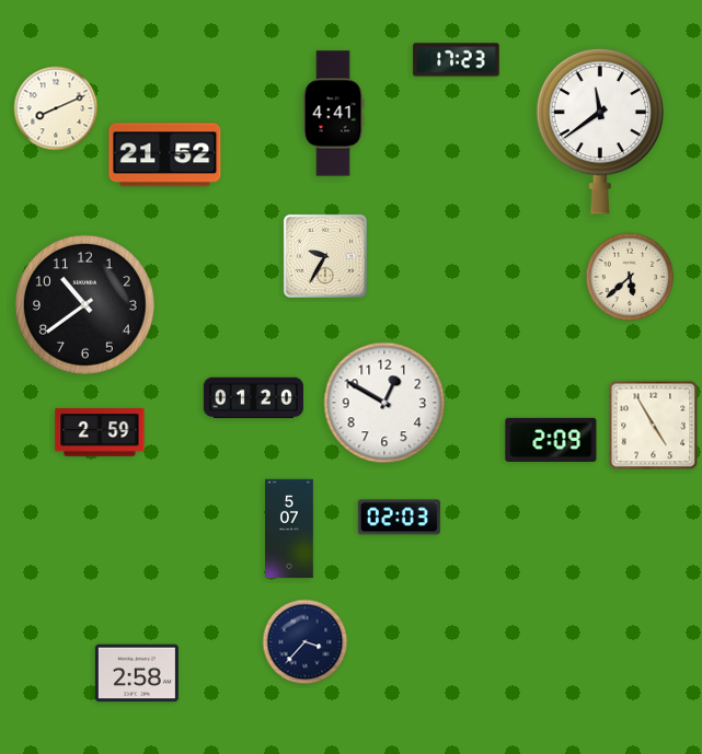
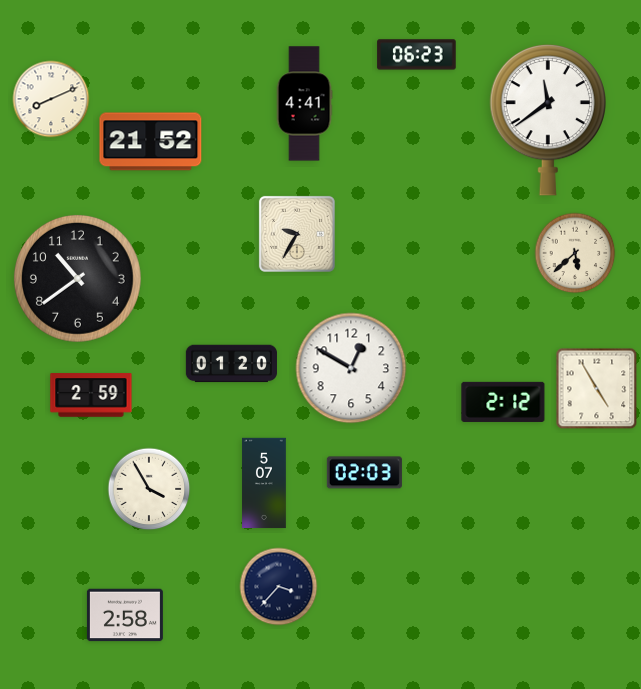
clock at (457, 60): 17:23 -> 06:23
clock at (551, 440): 2:09 -> 2:12
clock at (149, 489): none -> 3:55
